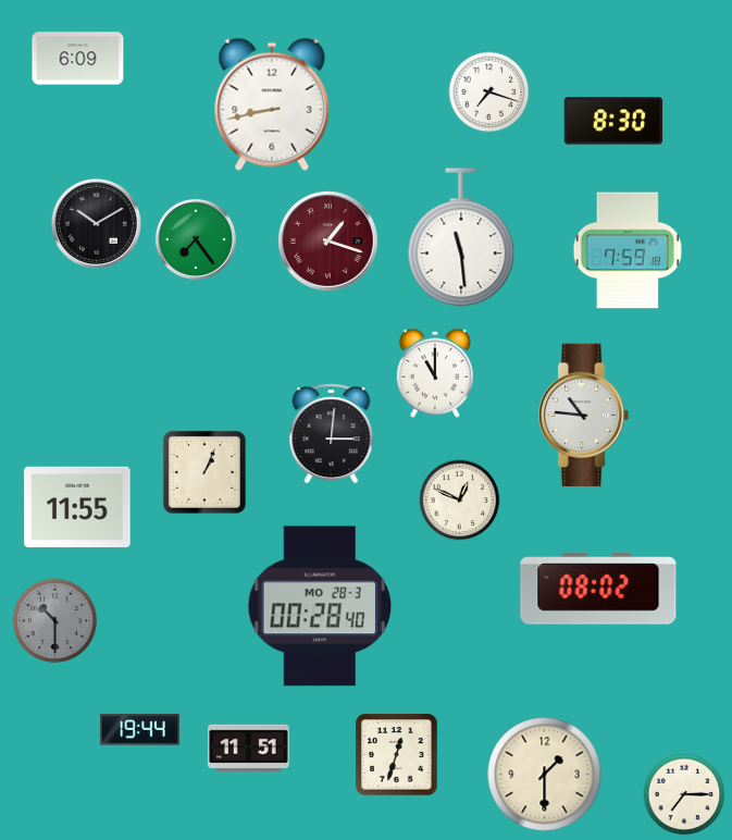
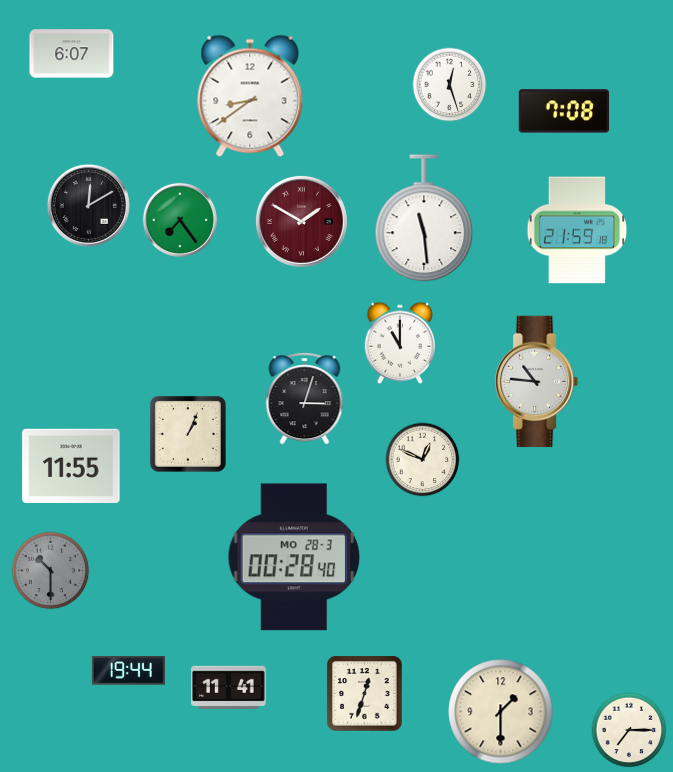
clock at (78, 59): 6:09 -> 6:07
clock at (489, 92): 7:18 -> 12:27
clock at (272, 104): 8:43 -> 8:39
clock at (613, 121): 8:30 -> 7:08
clock at (96, 223): 10:10 -> 12:10
clock at (327, 240): 1:18 -> 1:50
clock at (626, 250): 7:59 -> 21:59
clock at (332, 434): 3:01 -> 3:03
clock at (598, 589): 08:02 -> none
clock at (249, 748): 11:51 -> 11:41
